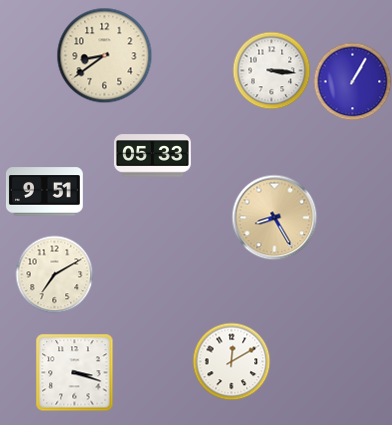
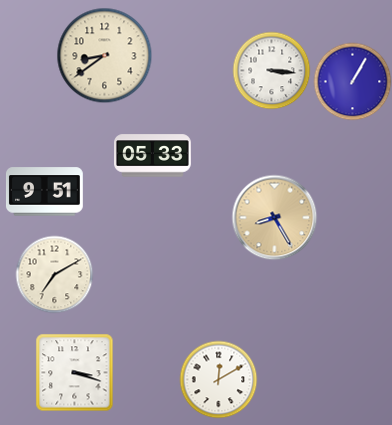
clock at (231, 361) position: (231, 361) -> (218, 379)
